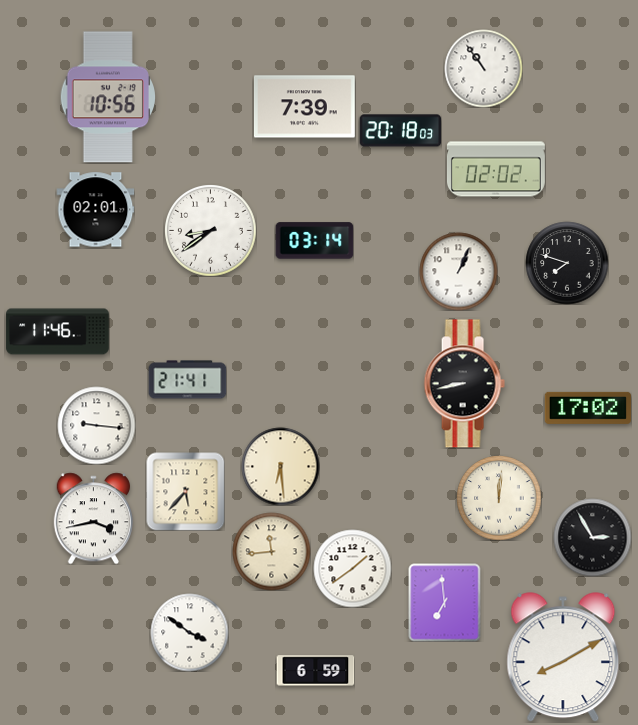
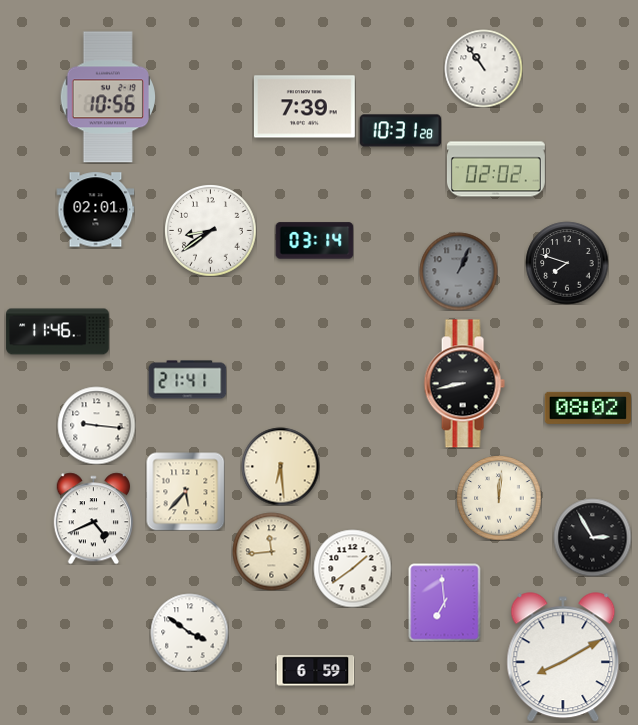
clock at (400, 131): 20:18 -> 10:31
clock at (458, 271) dial: white -> grey
clock at (587, 408): 17:02 -> 08:02
clock at (93, 518): 3:43 -> 4:41
